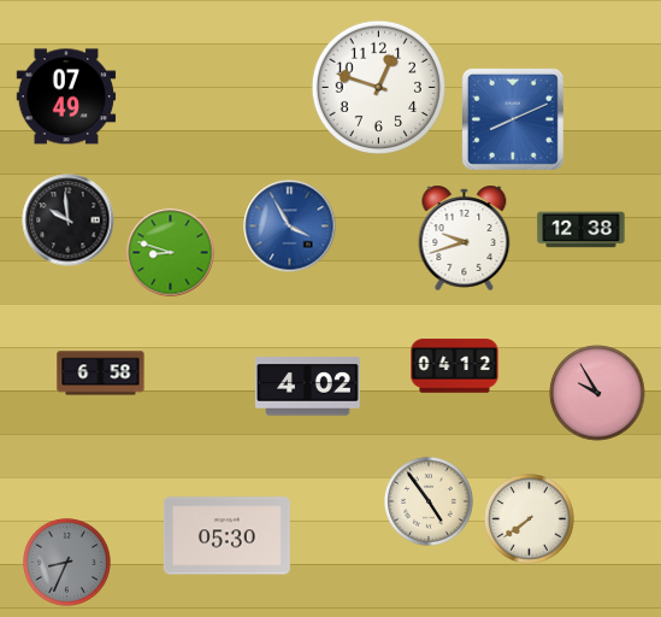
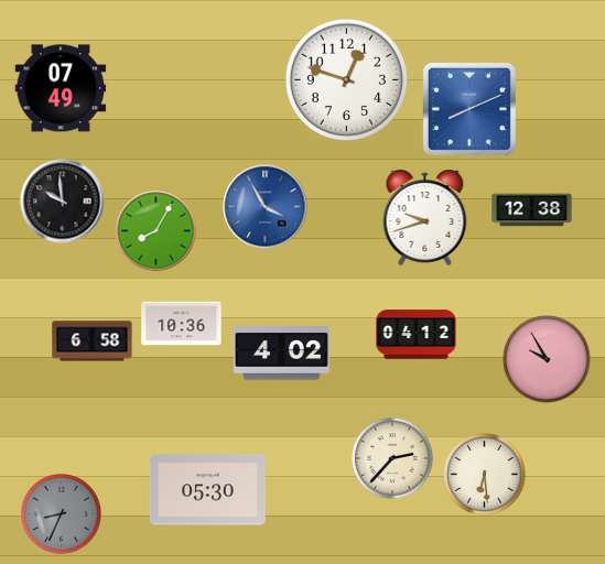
clock at (171, 253): 8:48 -> 8:05
clock at (182, 324): none -> 10:36
clock at (430, 503): 4:54 -> 2:37
clock at (530, 519): 7:39 -> 6:29
